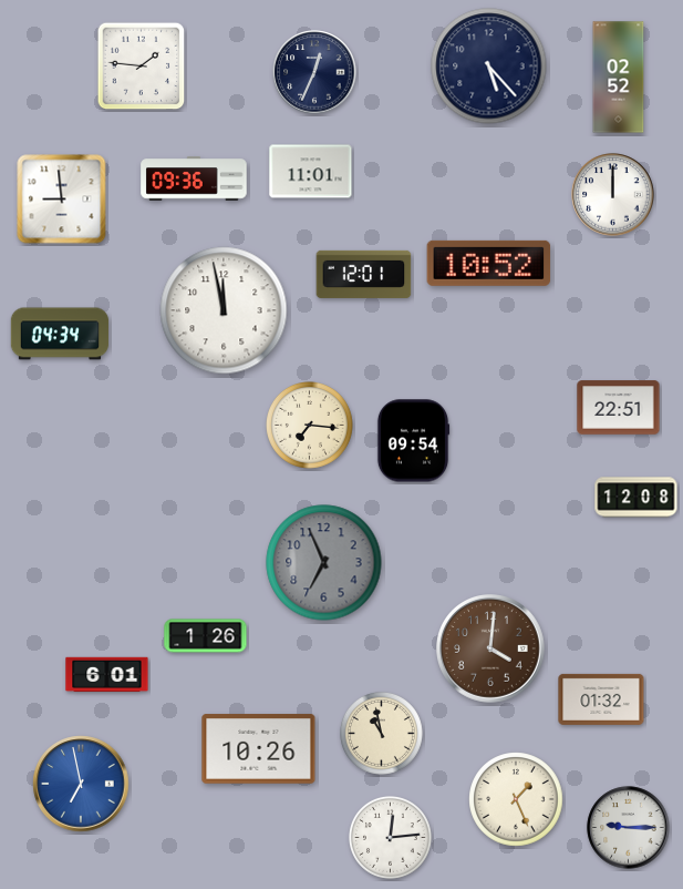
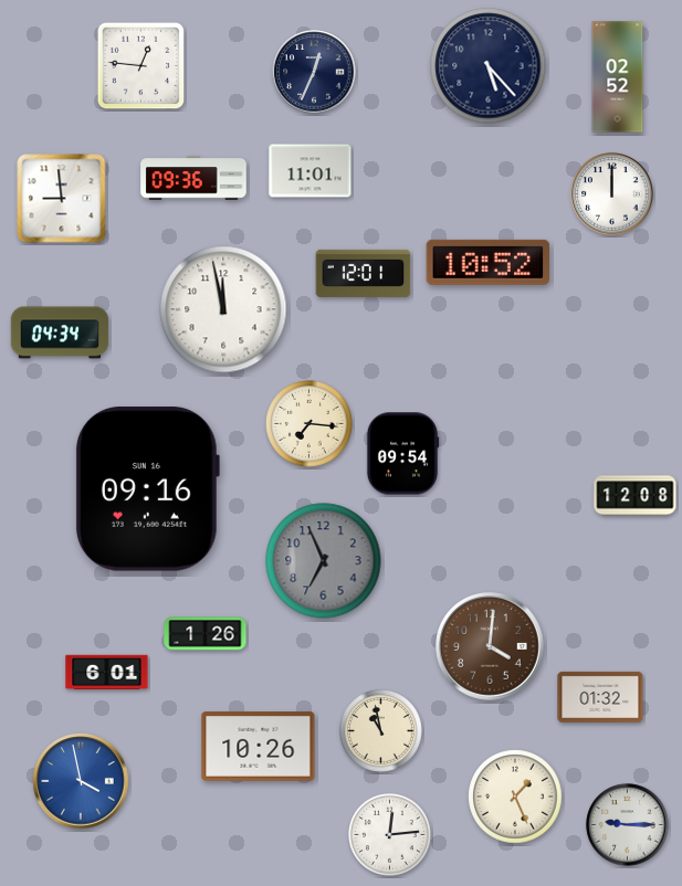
clock at (142, 67): 1:46 -> 12:46
clock at (619, 408): 22:51 -> none
clock at (413, 441) position: (413, 441) -> (402, 454)
clock at (147, 489): none -> 09:16
clock at (81, 784): 6:58 -> 3:58
